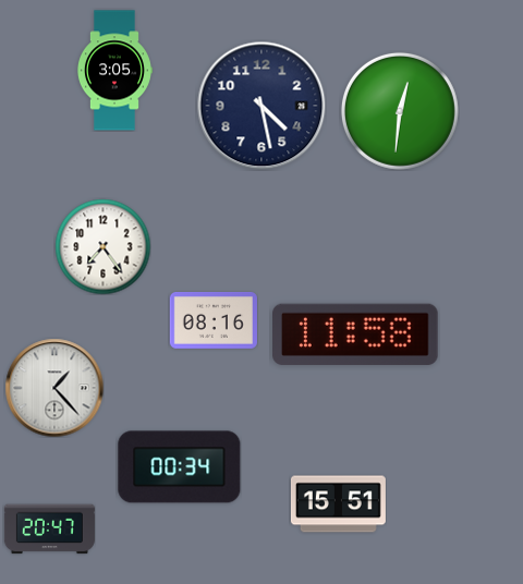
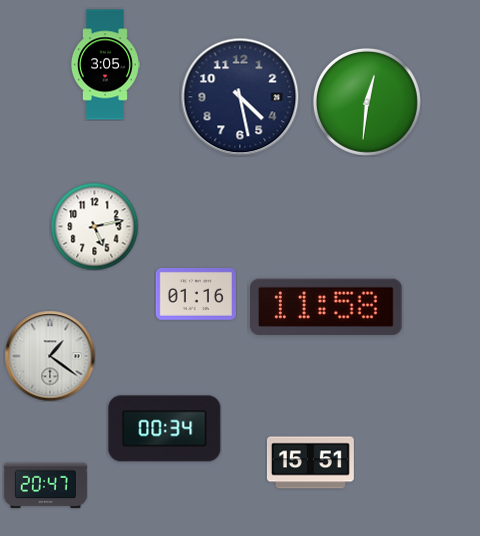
clock at (102, 246): 7:24 -> 5:13
clock at (214, 320): 08:16 -> 01:16
clock at (54, 388): 1:23 -> 1:21
